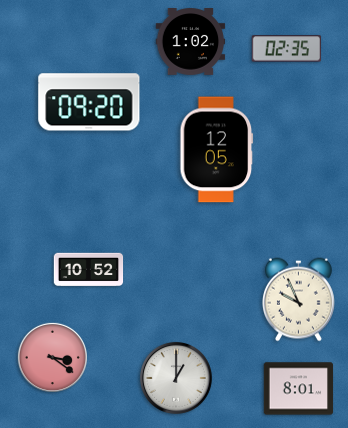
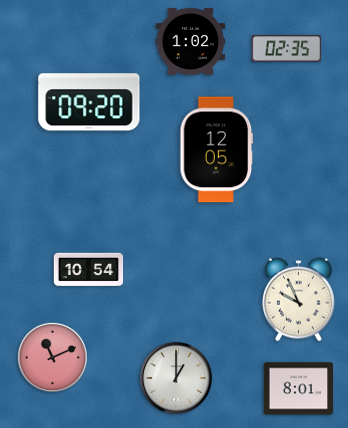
clock at (89, 270): 10:52 -> 10:54
clock at (52, 357): 3:21 -> 11:11
